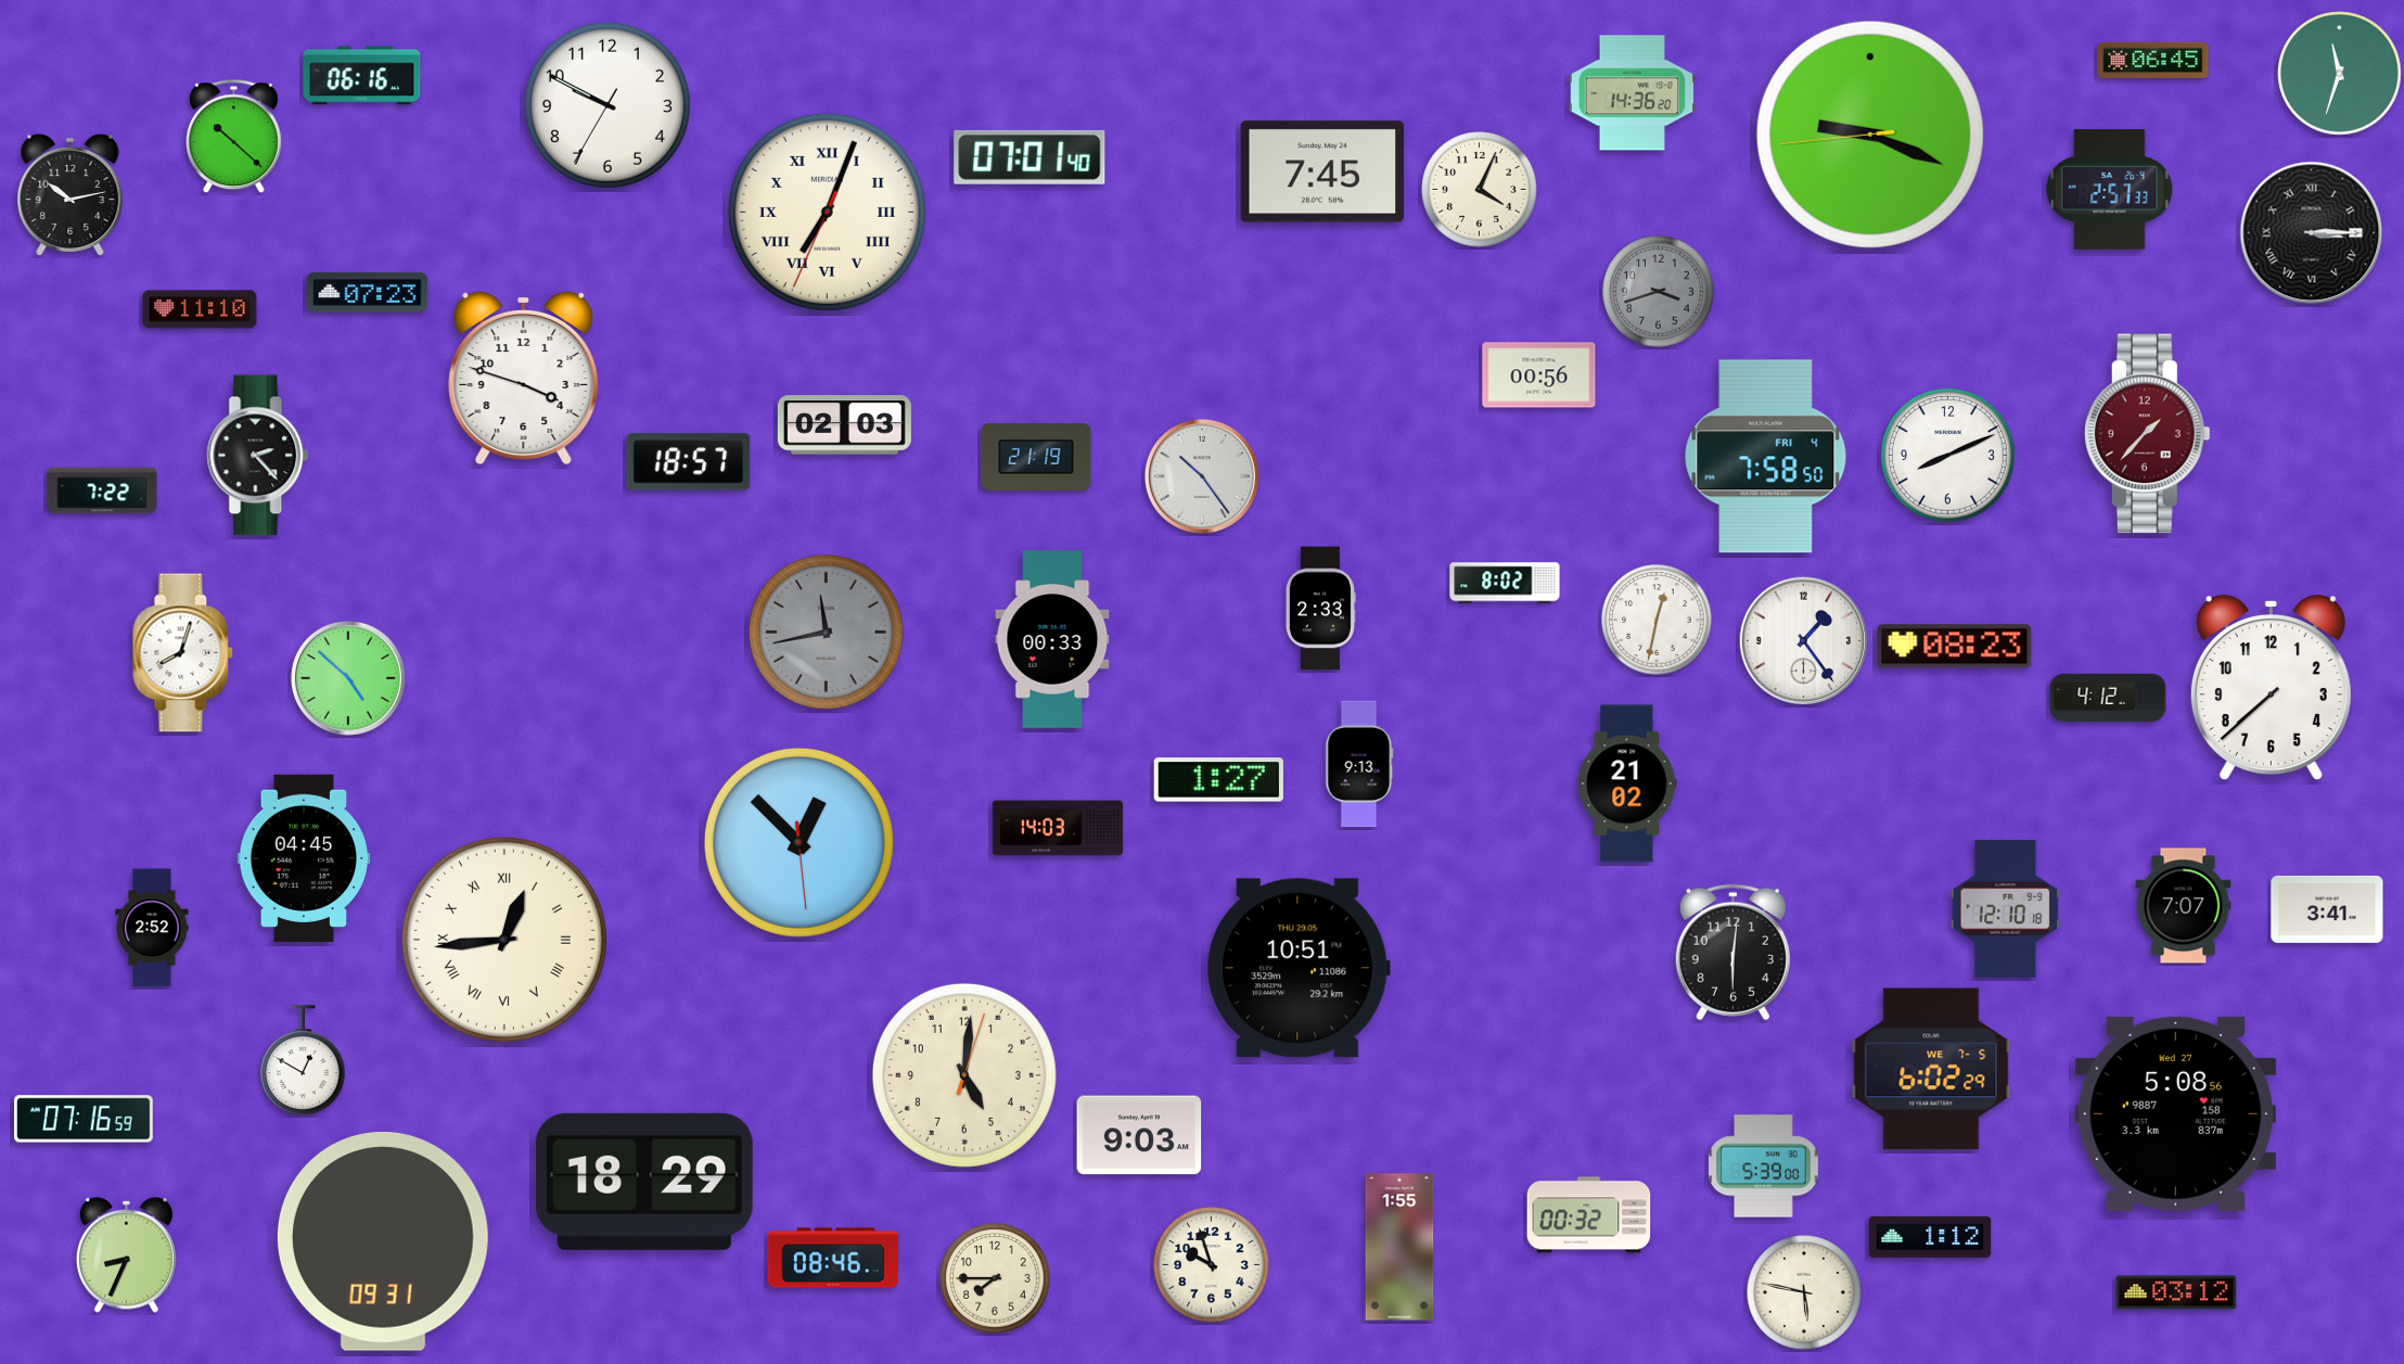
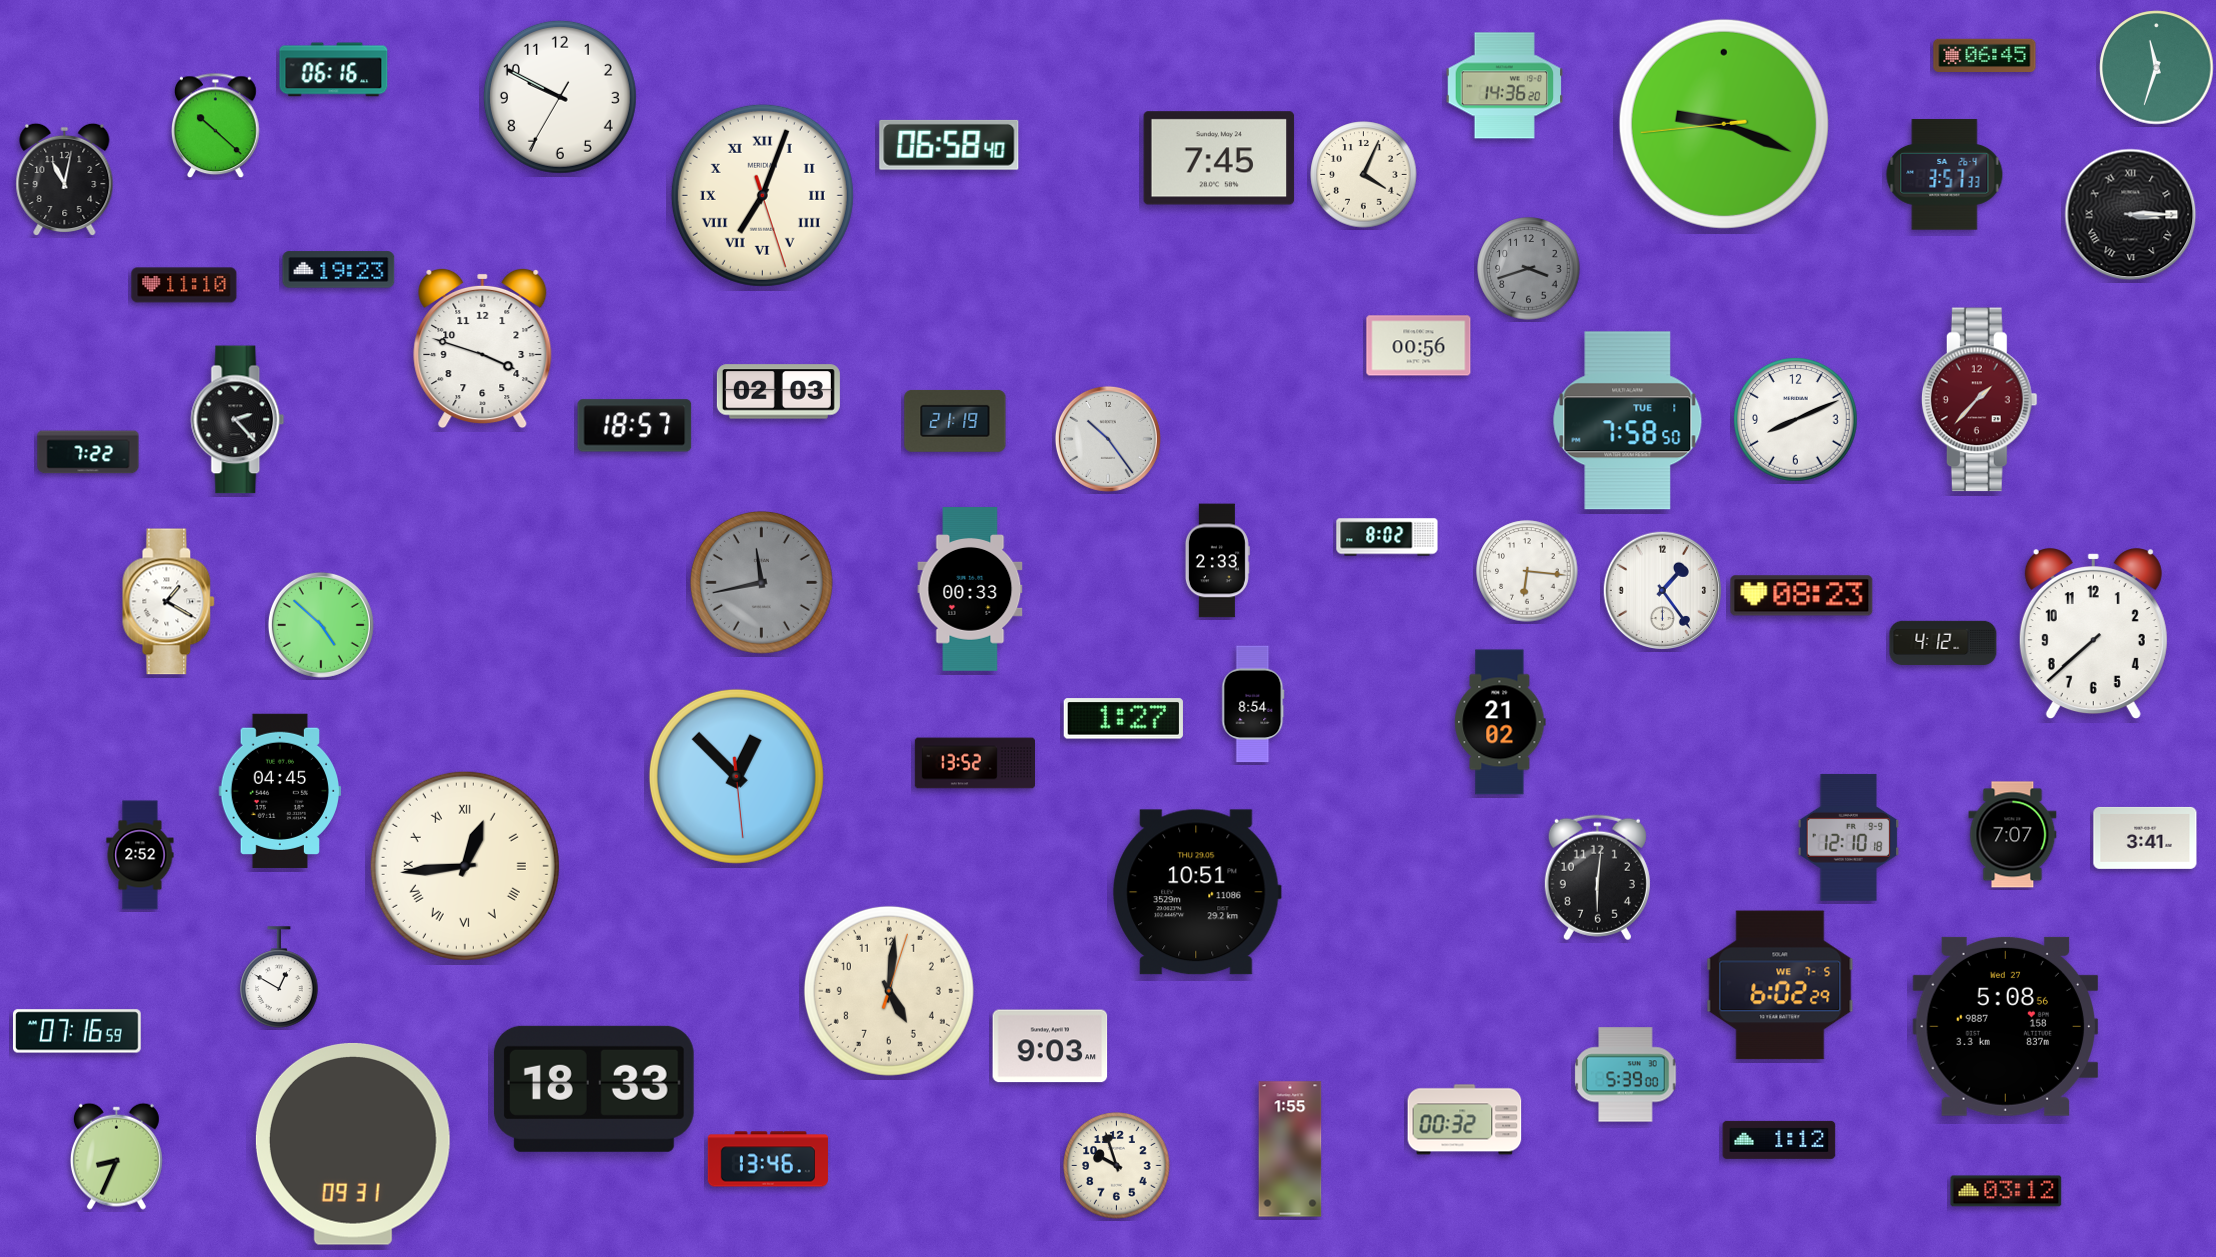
clock at (1030, 157): 07:01 -> 06:58
clock at (2110, 190): 2:57 -> 3:57
clock at (71, 195): 10:13 -> 11:02
clock at (827, 212): 7:03:34 -> 7:03:27
clock at (368, 293): 07:23 -> 19:23
clock at (1766, 457) date: FRI 4 -> TUE 1
clock at (102, 490) position: (102, 490) -> (88, 452)
clock at (1657, 620): 12:32 -> 6:16
clock at (183, 653): 8:03 -> 1:20
clock at (1359, 764): 9:13 -> 8:54
clock at (1057, 828): 14:03 -> 13:52
clock at (644, 1182): 18:29 -> 18:33
clock at (833, 1258): 08:46 -> 13:46
clock at (995, 1278): 7:45 -> none
clock at (1804, 1292): 5:47 -> none
